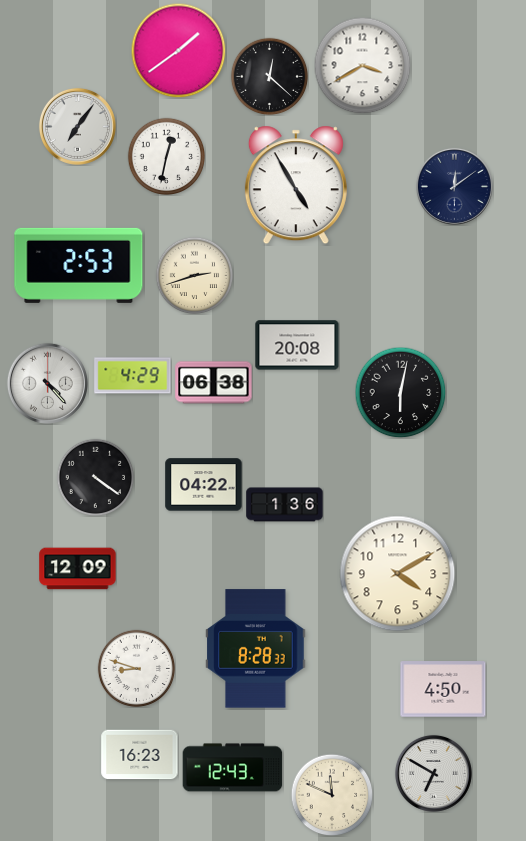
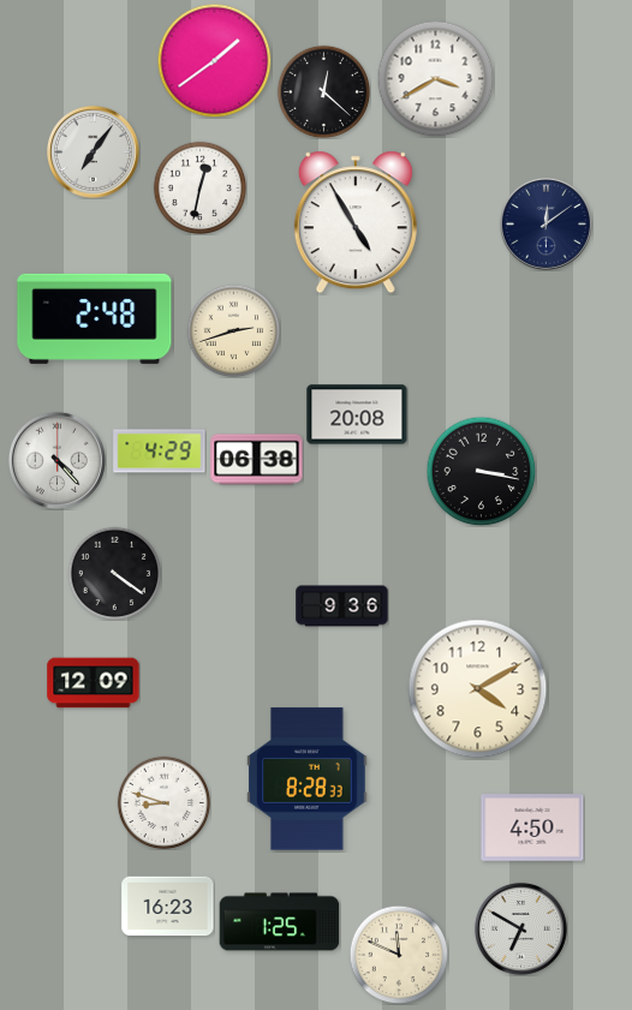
clock at (79, 265): 2:53 -> 2:48
clock at (400, 392): 6:02 -> 3:17
clock at (204, 485): 04:22 -> none
clock at (285, 505): 1:36 -> 9:36
clock at (233, 768): 12:43 -> 1:25
